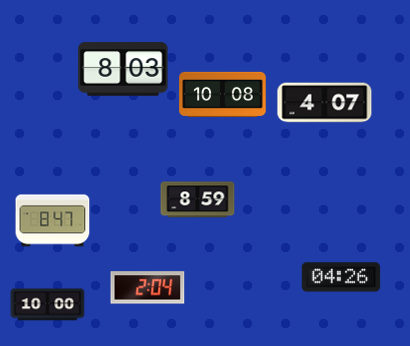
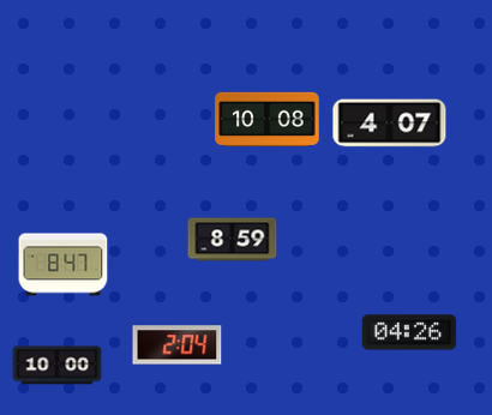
clock at (123, 69): 8:03 -> none
clock at (223, 95) position: (223, 95) -> (268, 120)
clock at (198, 200) position: (198, 200) -> (233, 240)
